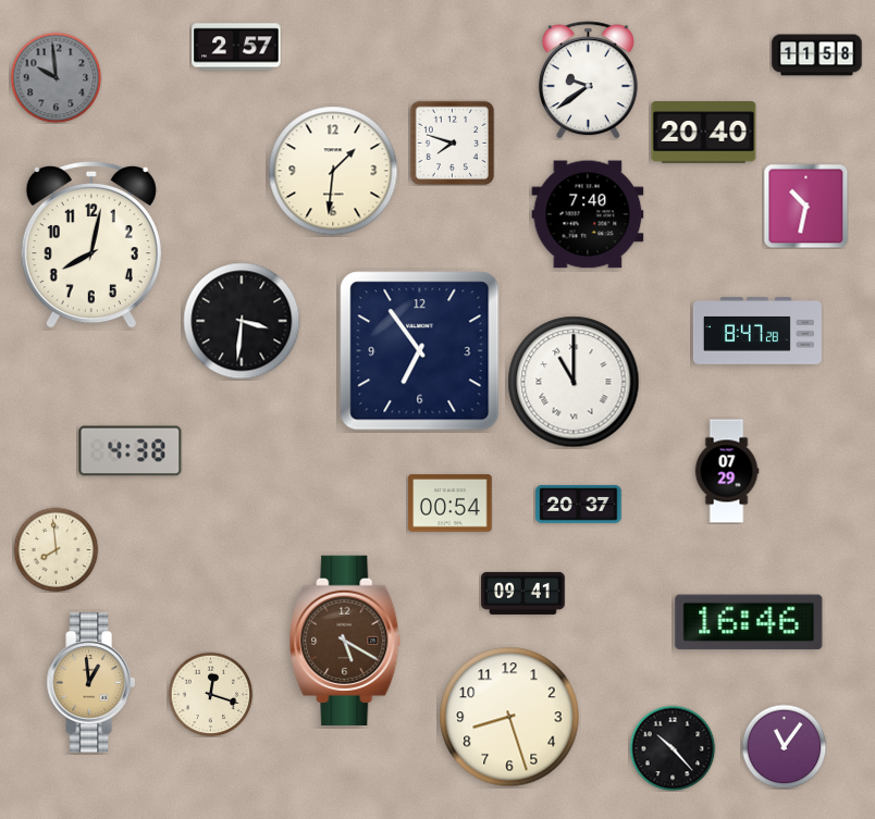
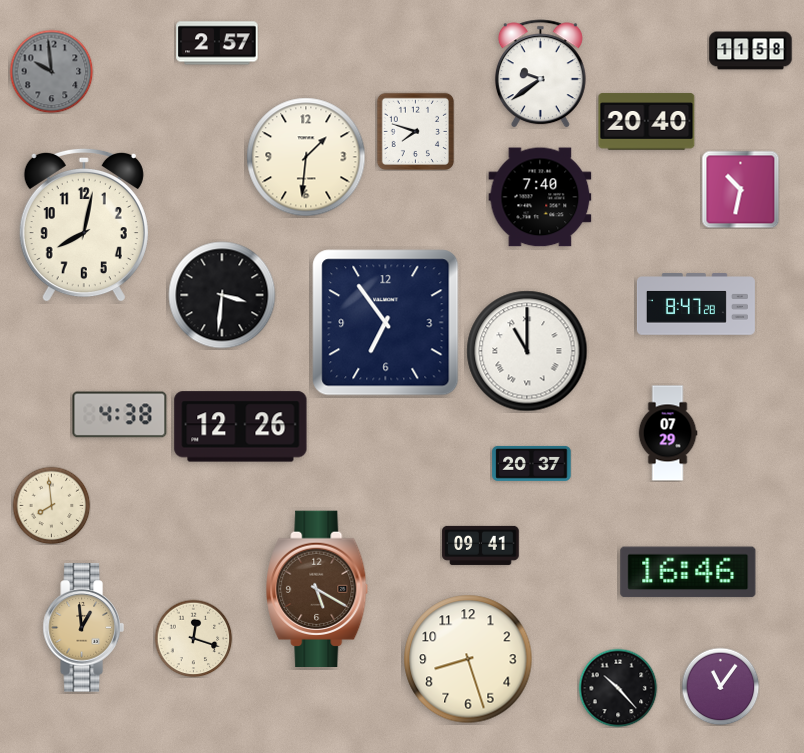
clock at (241, 427): none -> 12:26
clock at (451, 504): 00:54 -> none
